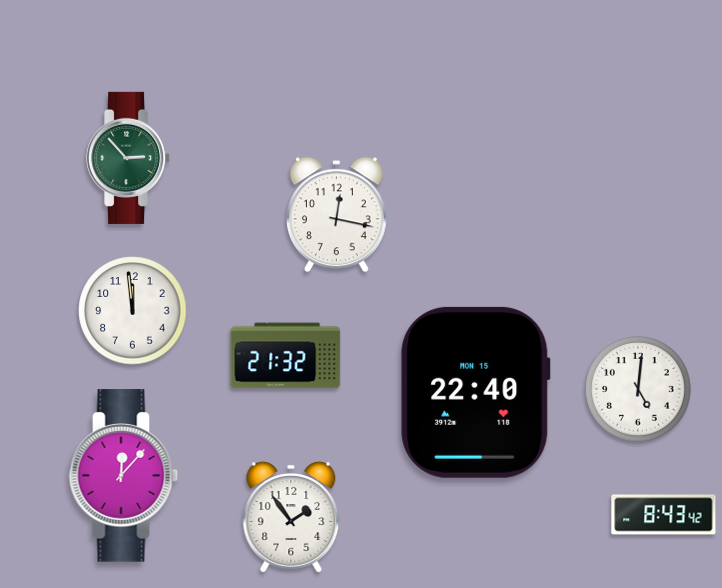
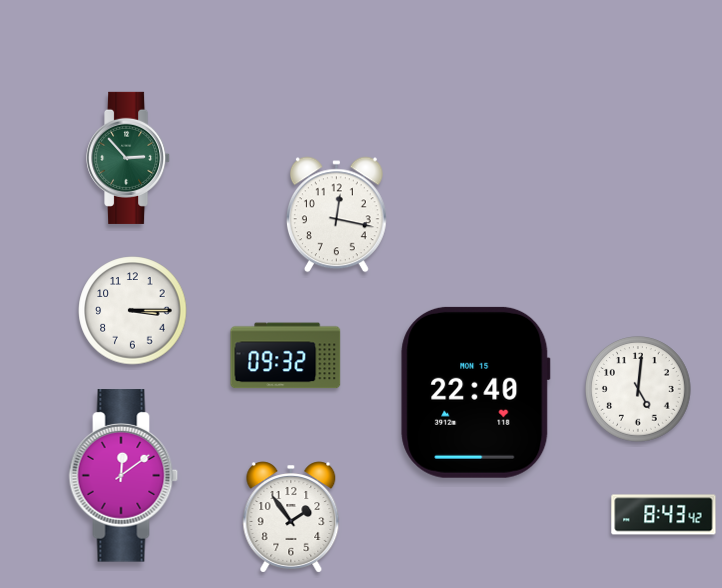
clock at (133, 311): 11:59 -> 3:15
clock at (286, 356): 21:32 -> 09:32
clock at (124, 476): 12:07 -> 12:09
